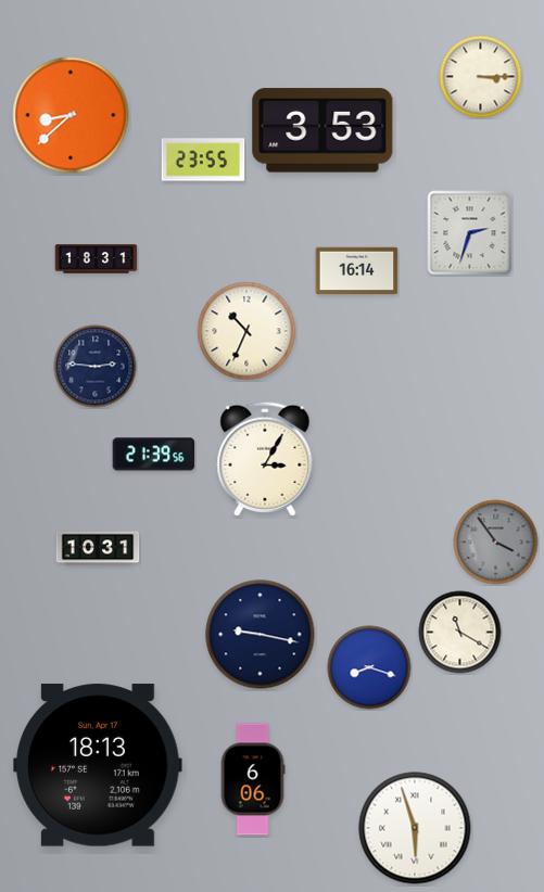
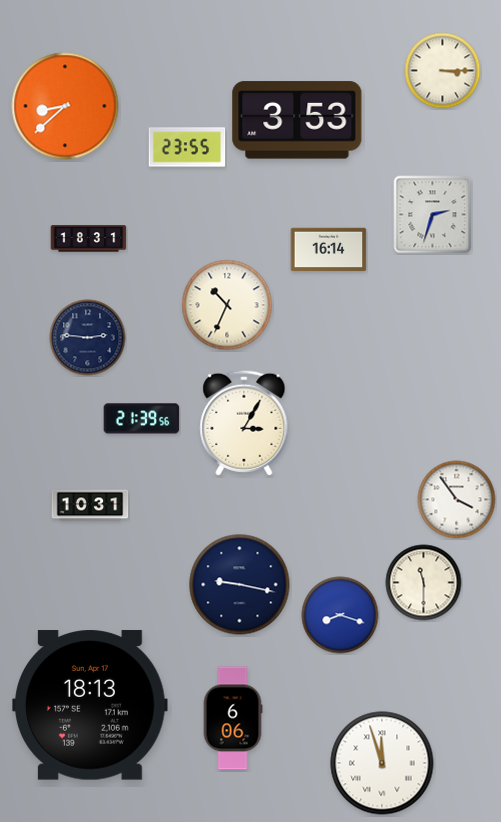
clock at (496, 543) dial: grey -> white
clock at (460, 633): 11:20 -> 11:30
clock at (415, 828): 5:57 -> 11:57
